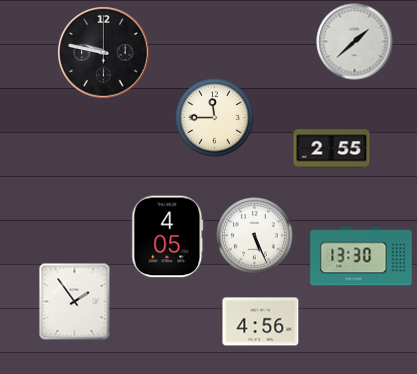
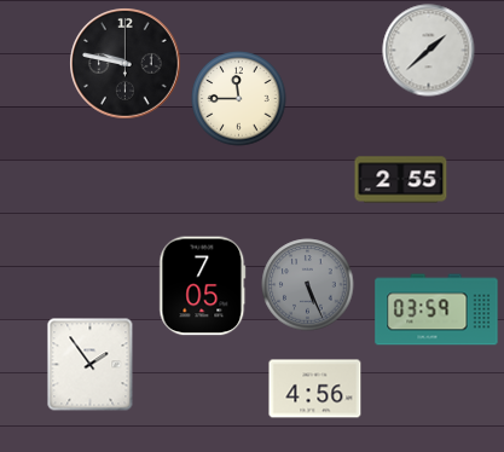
clock at (215, 118) position: (215, 118) -> (239, 99)
clock at (255, 236) dial: white -> grey
clock at (168, 237): 4:05 -> 7:05
clock at (361, 256): 13:30 -> 03:59
